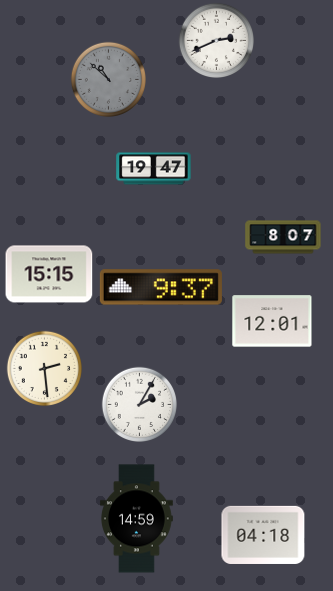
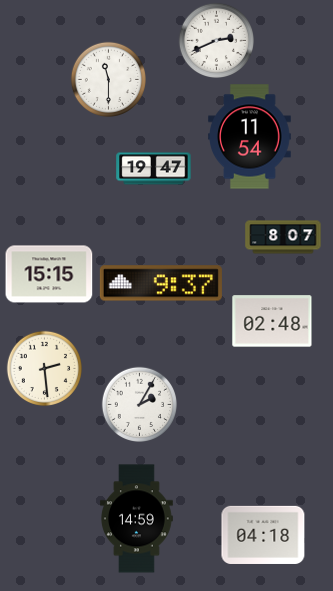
clock at (108, 79): 10:52 -> 11:30
clock at (108, 79) dial: grey -> white
clock at (250, 137): none -> 11:54
clock at (161, 287) position: (161, 287) -> (161, 283)
clock at (272, 321): 12:01 -> 02:48
